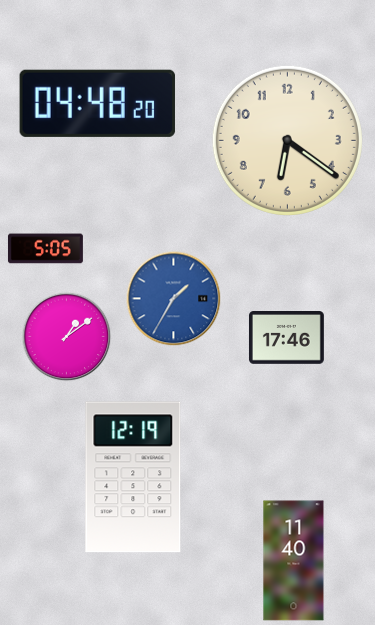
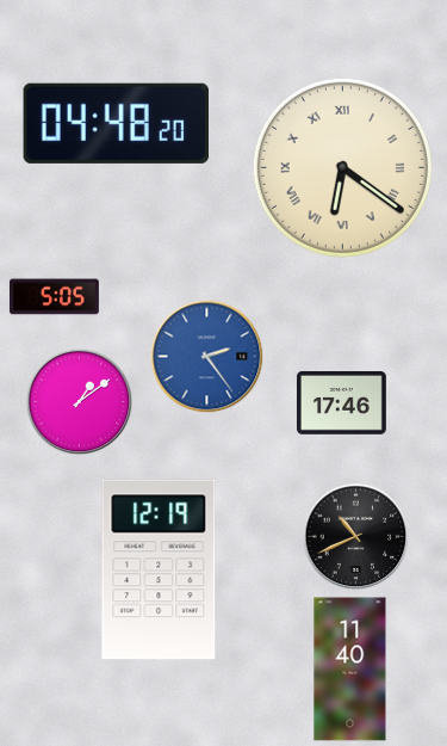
clock at (287, 140) numerals: Arabic -> Roman
clock at (174, 299): 1:35 -> 2:24
clock at (356, 537): none -> 10:41
